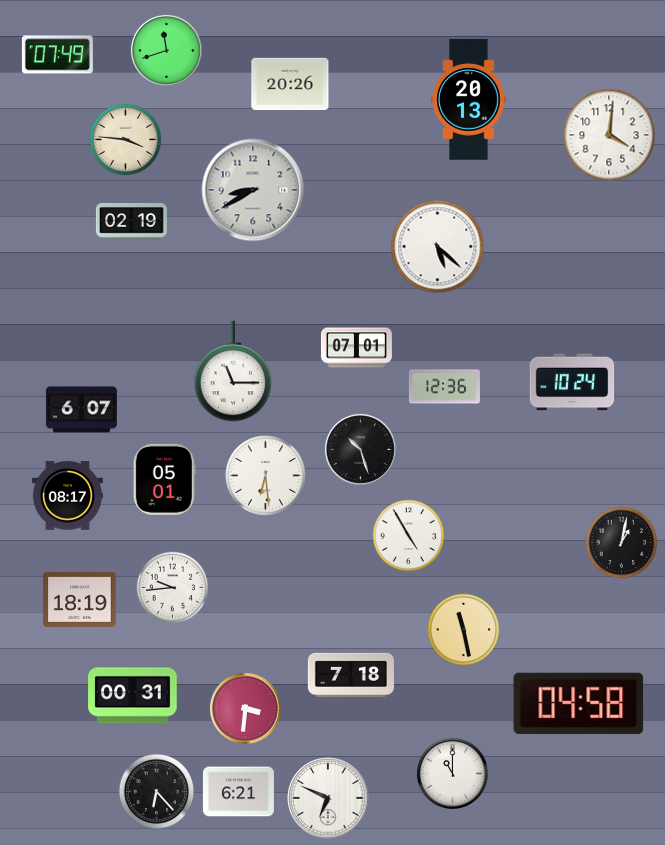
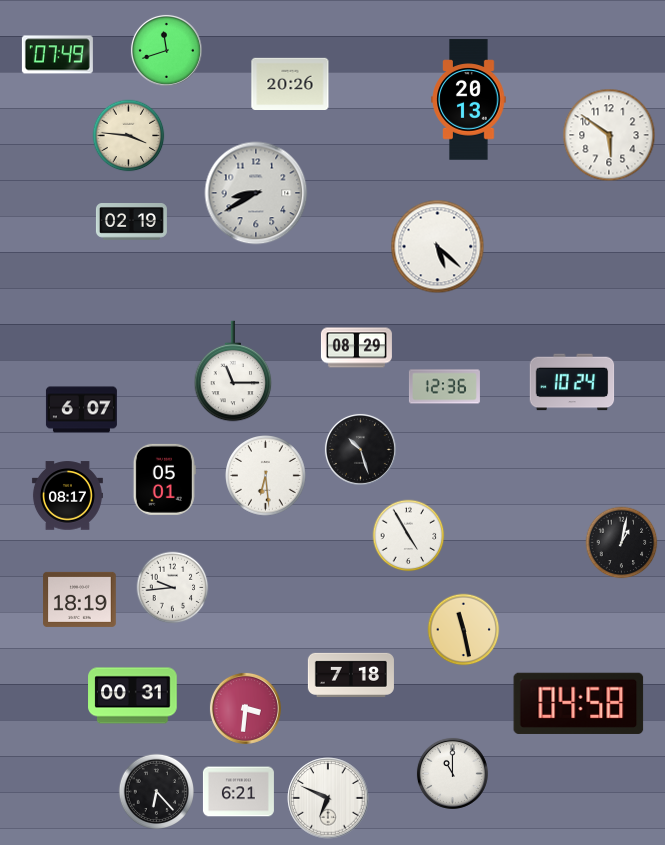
clock at (609, 135): 4:01 -> 5:51
clock at (126, 140) position: (126, 140) -> (129, 136)
clock at (253, 190) position: (253, 190) -> (256, 193)
clock at (356, 348): 07:01 -> 08:29
